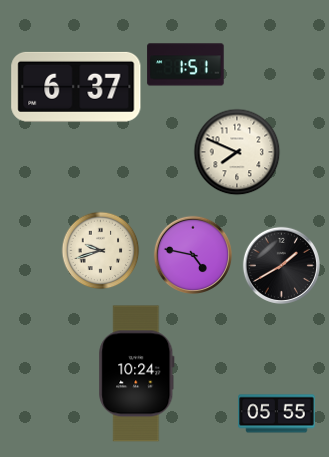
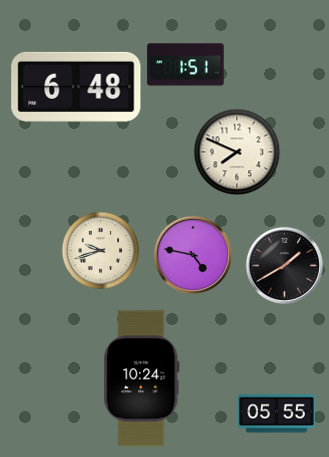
clock at (76, 87): 6:37 -> 6:48
clock at (281, 265) position: (281, 265) -> (284, 265)
clock at (137, 374) position: (137, 374) -> (142, 379)
